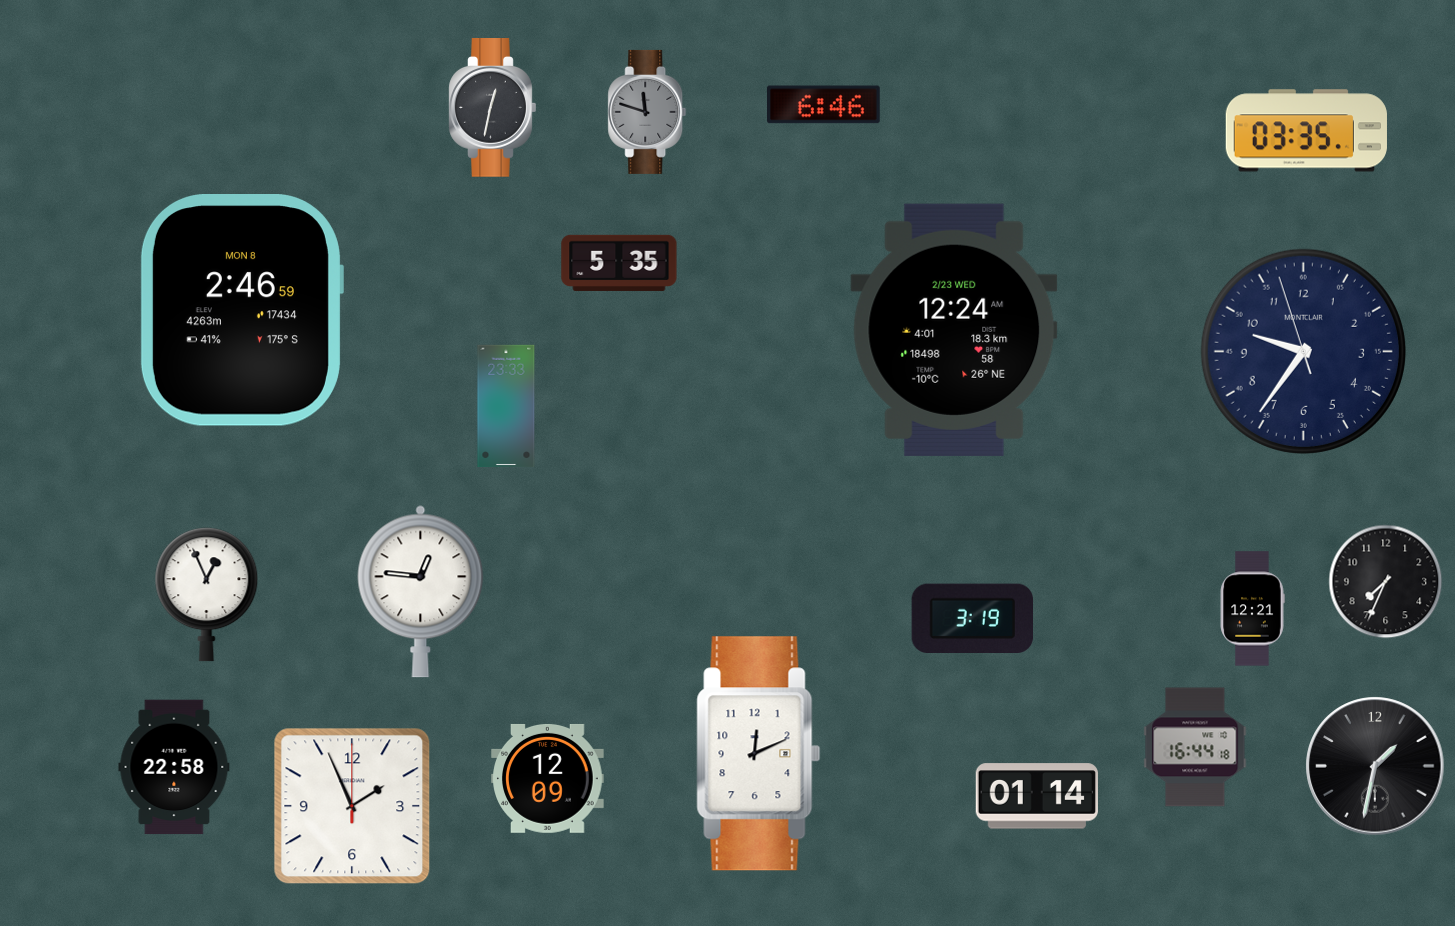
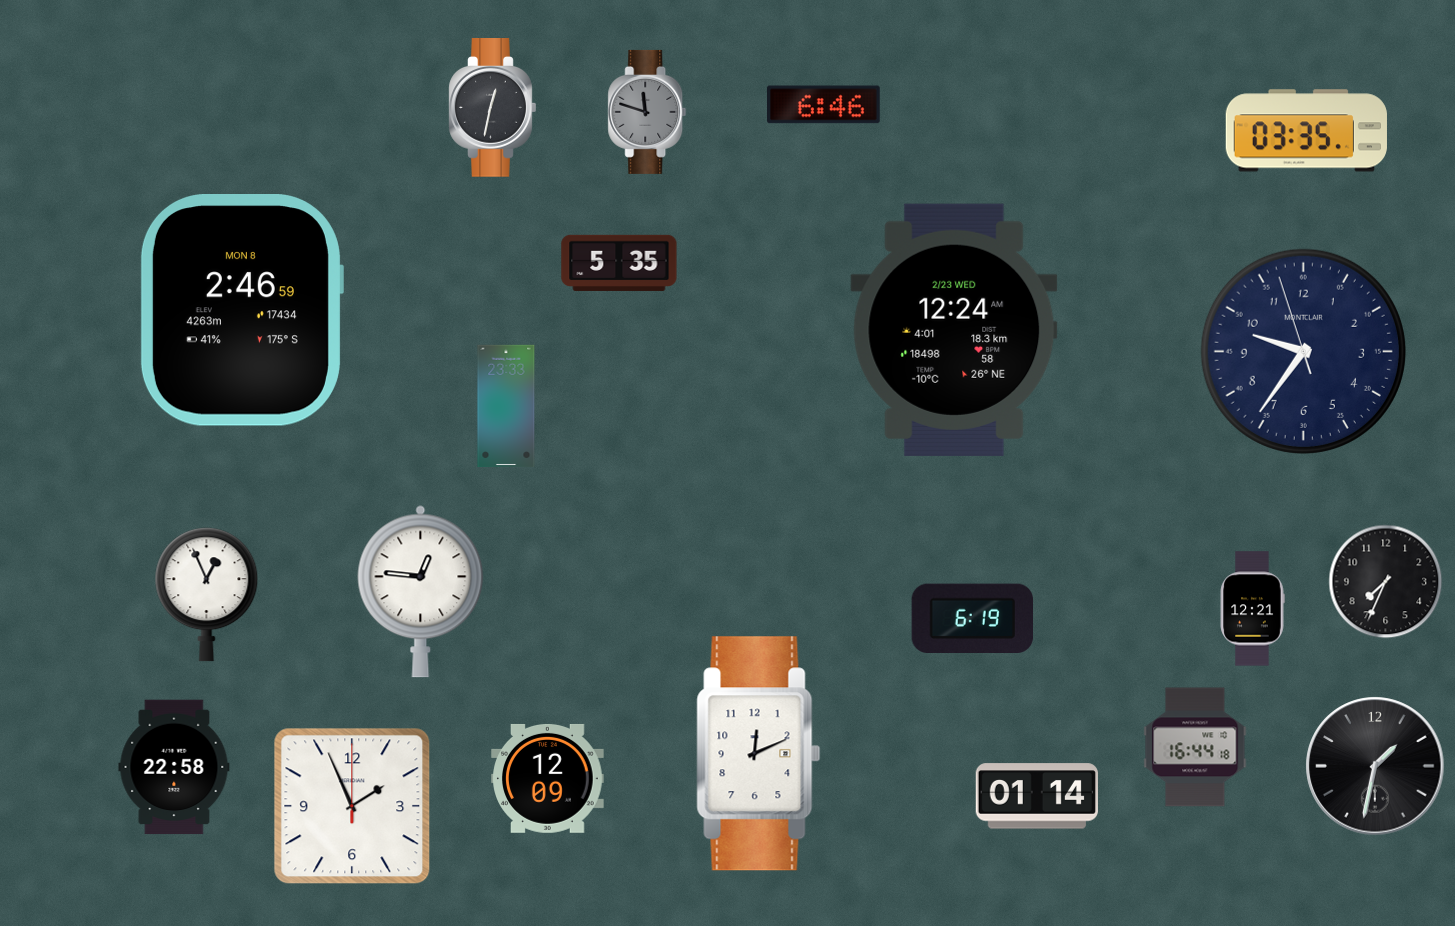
clock at (972, 618): 3:19 -> 6:19
